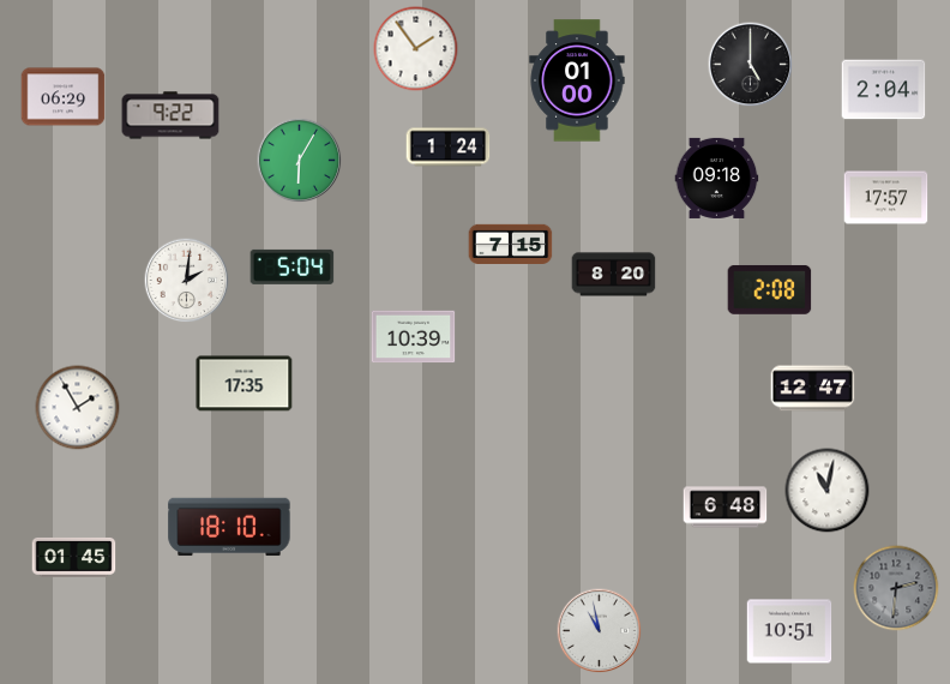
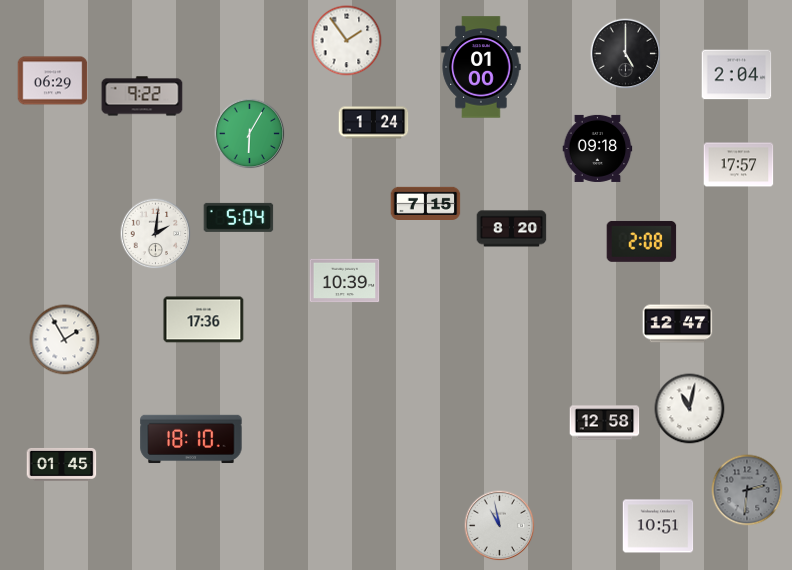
clock at (293, 266) position: (293, 266) -> (239, 217)
clock at (245, 384): 17:35 -> 17:36
clock at (726, 508): 6:48 -> 12:58
